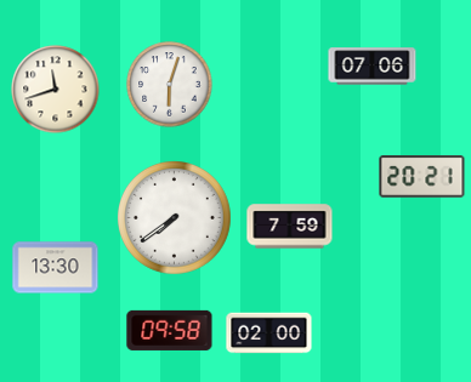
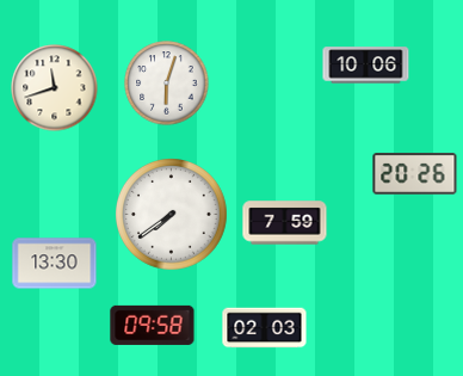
clock at (373, 67): 07:06 -> 10:06
clock at (422, 177): 20:21 -> 20:26
clock at (170, 330) position: (170, 330) -> (153, 325)
clock at (269, 333): 02:00 -> 02:03
